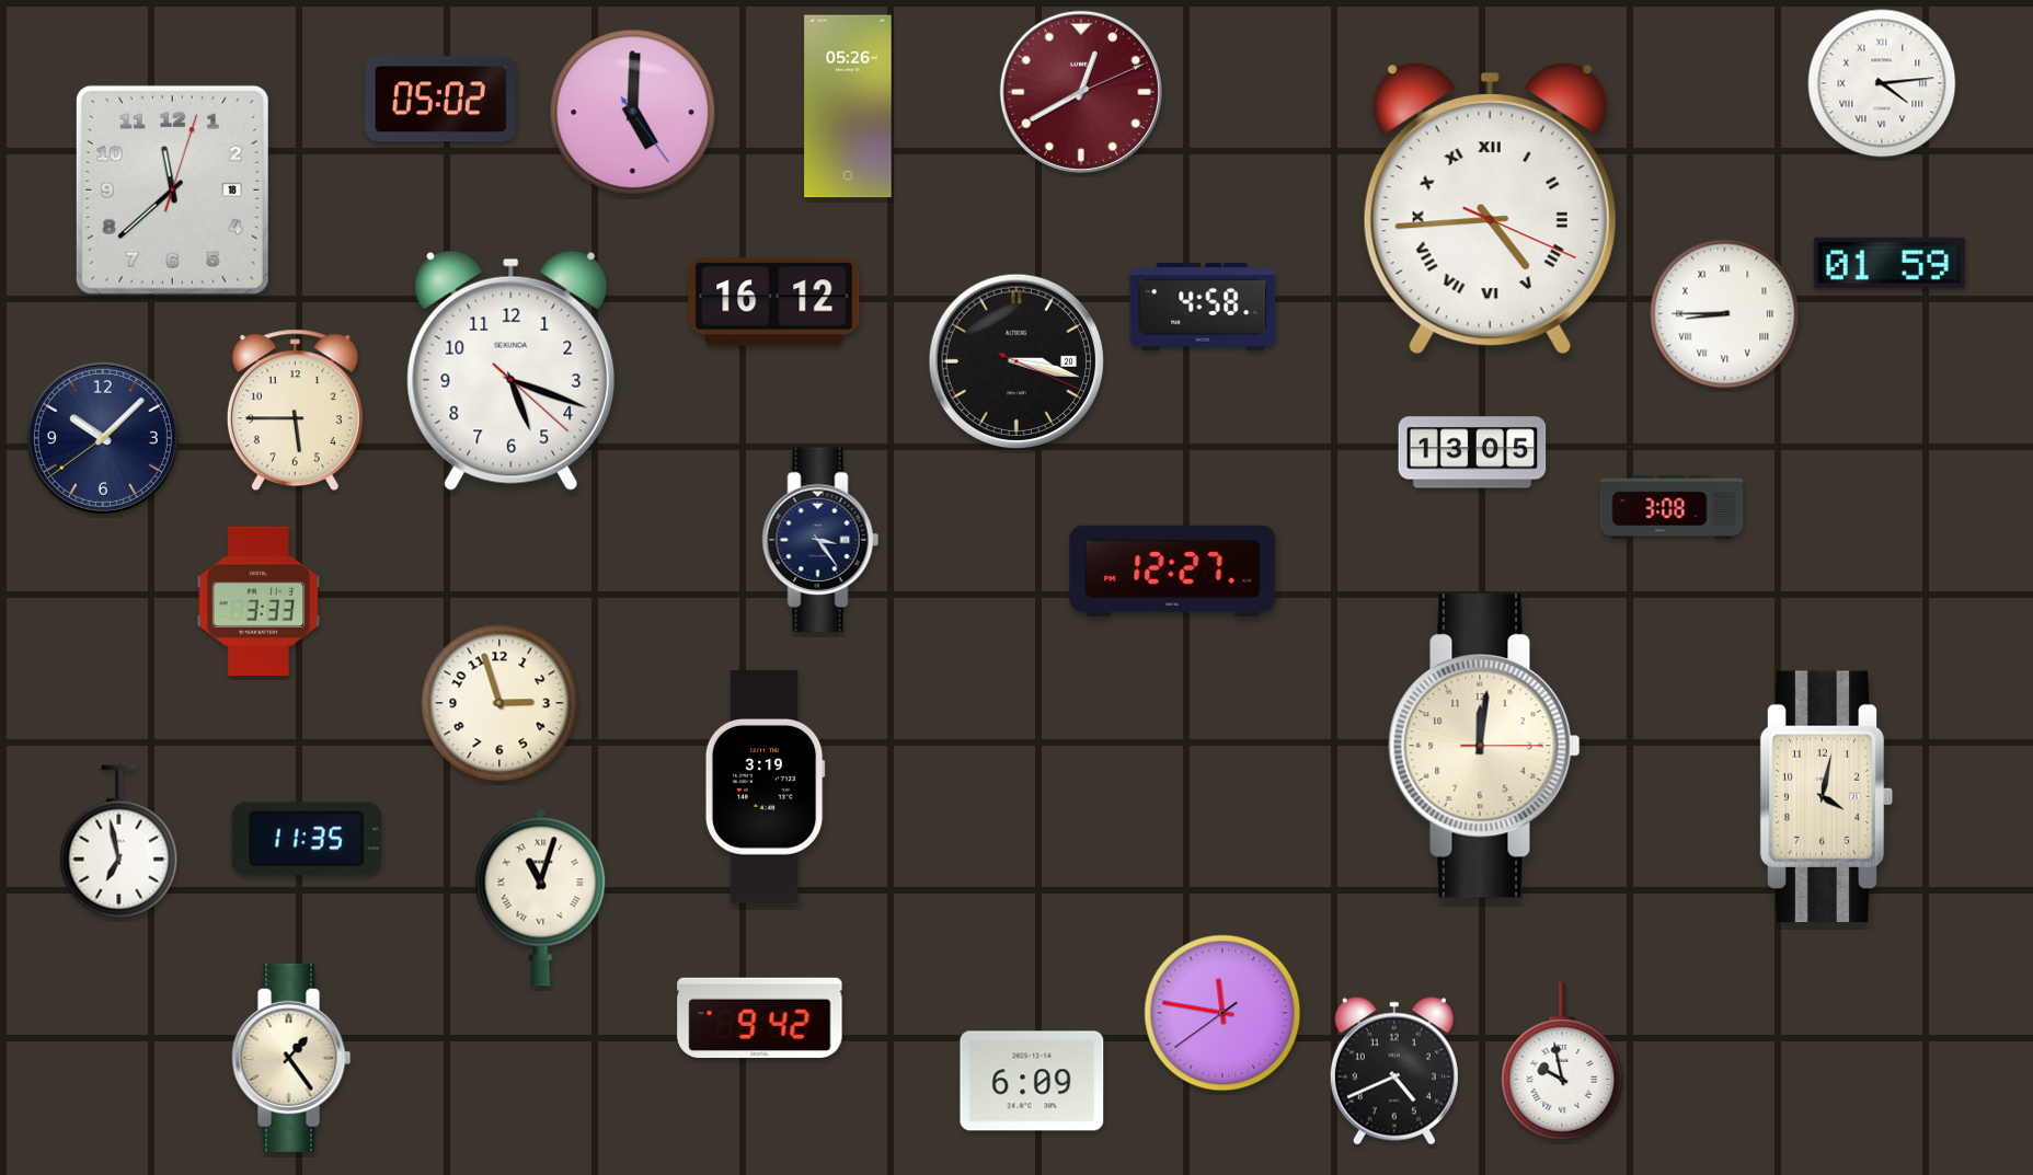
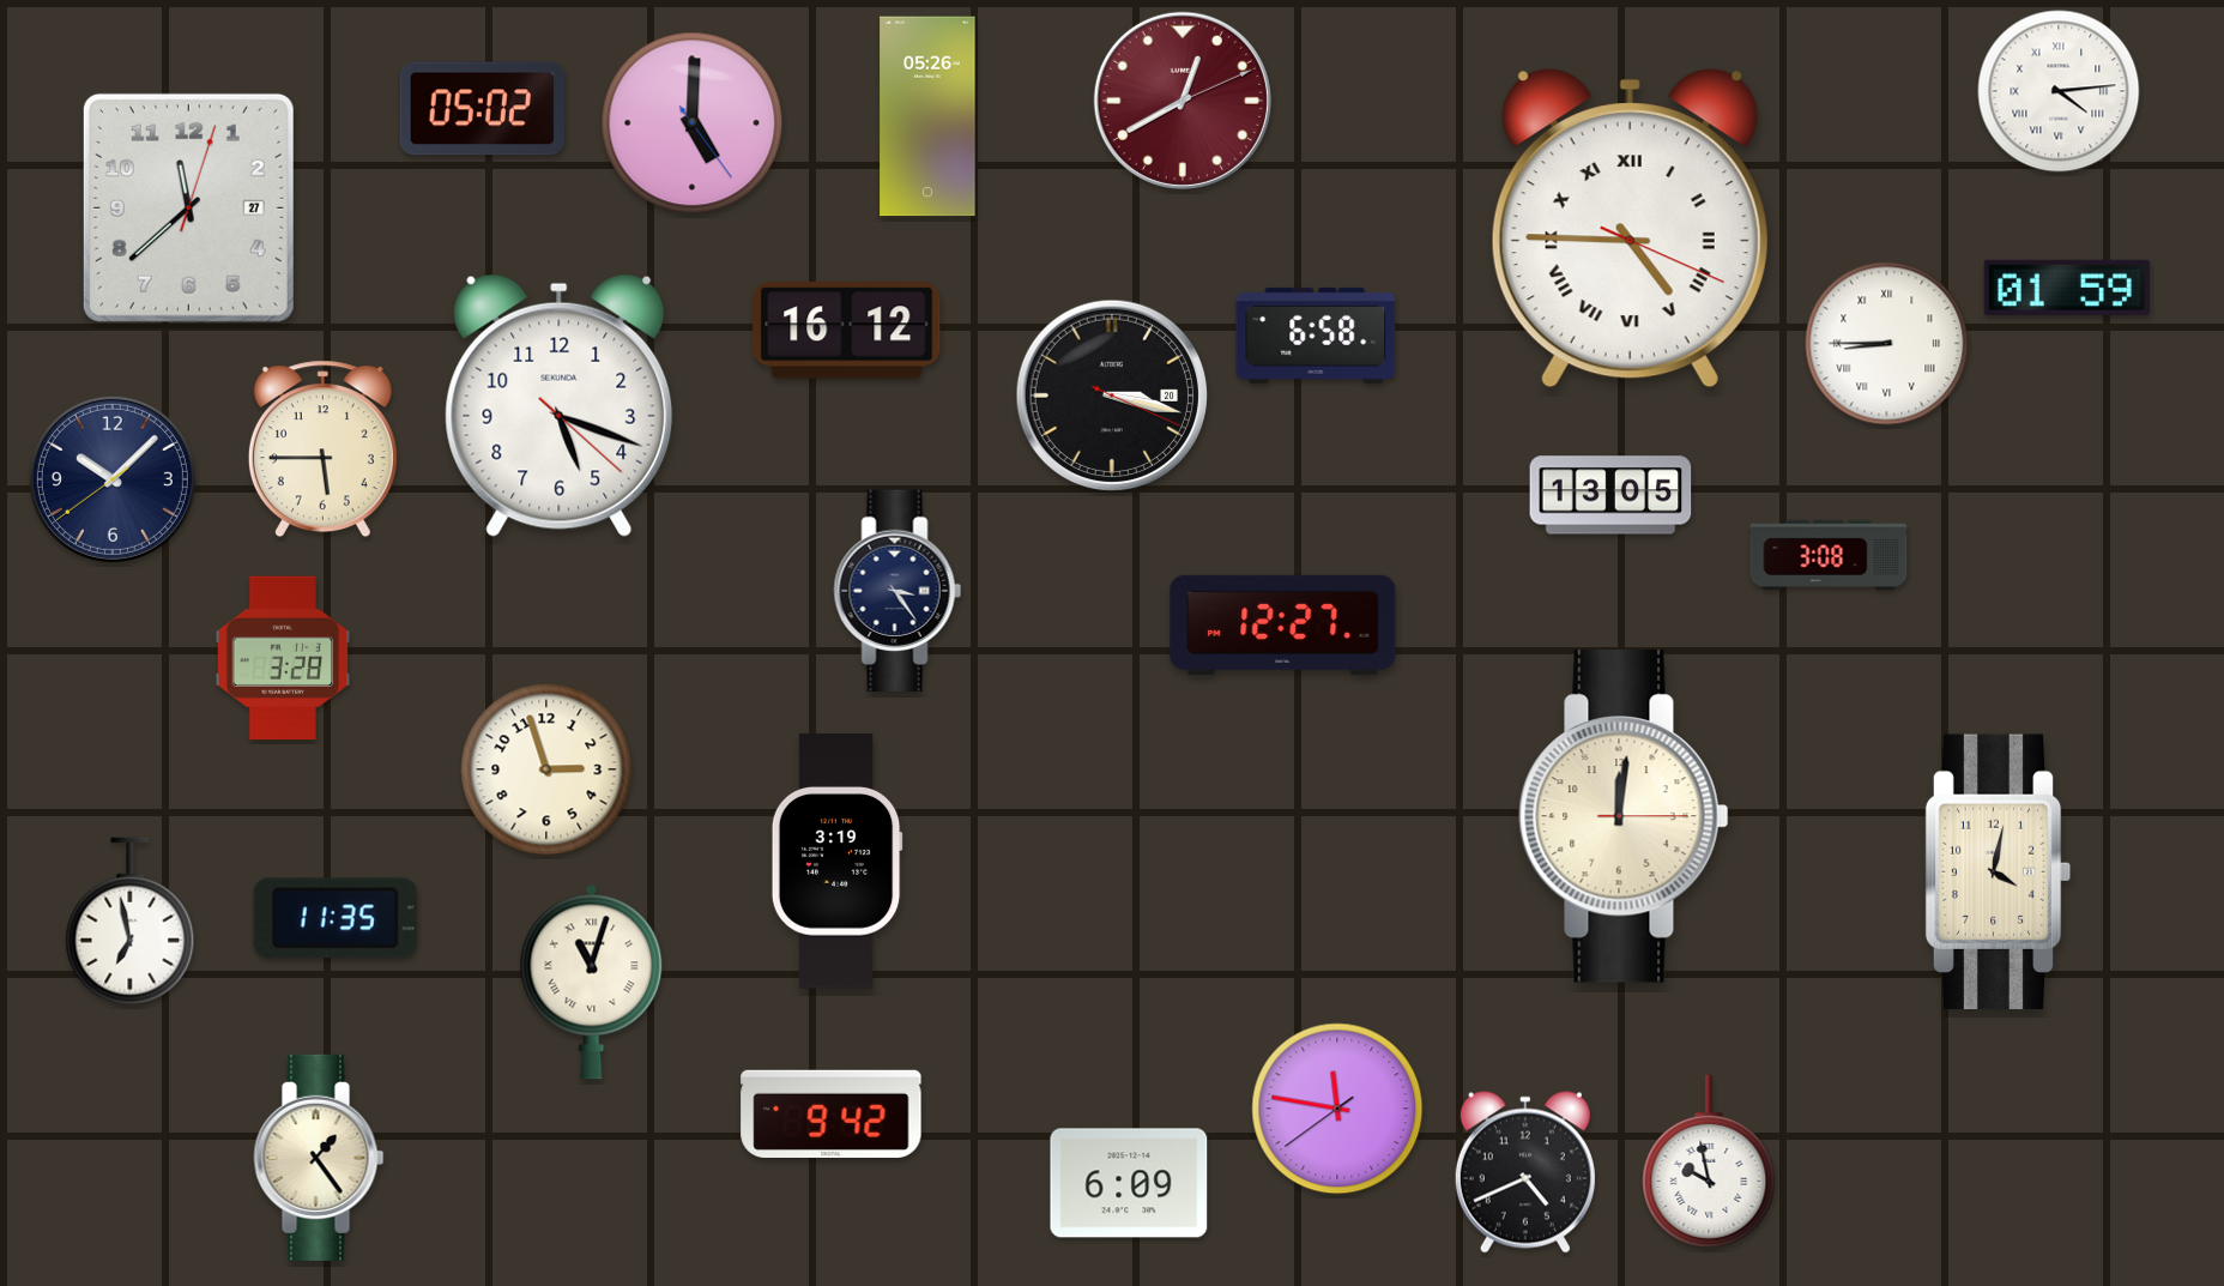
clock at (172, 189) date: 18 -> 27
clock at (1490, 209): 4:44 -> 4:45
clock at (1203, 307): 4:58 -> 6:58
clock at (259, 601): 3:33 -> 3:28
